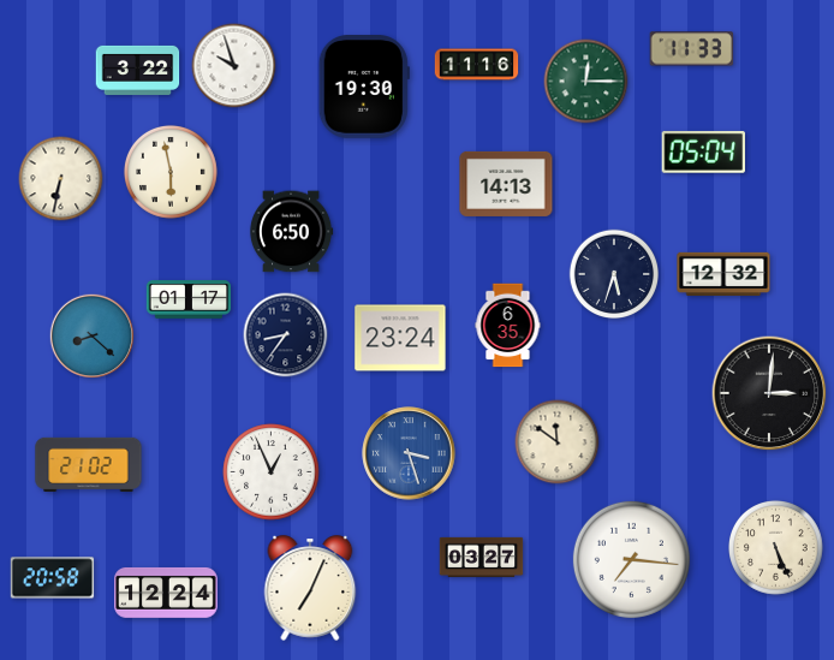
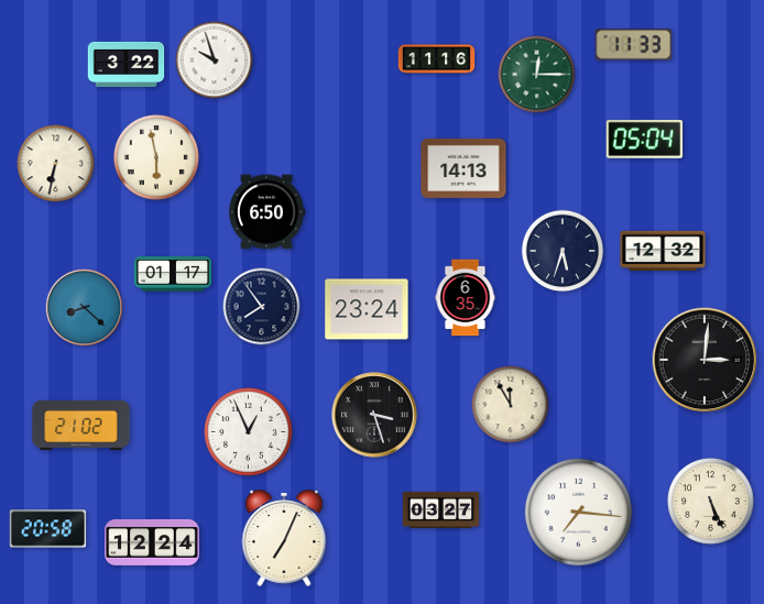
clock at (364, 88): 19:30 -> none
clock at (286, 335): 8:36 -> 7:54
clock at (558, 442): 11:51 -> 11:55
clock at (409, 453) dial: blue -> black
